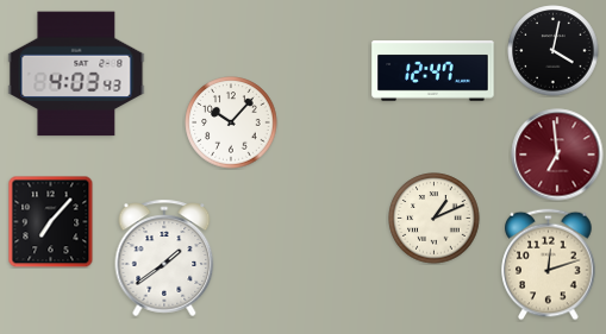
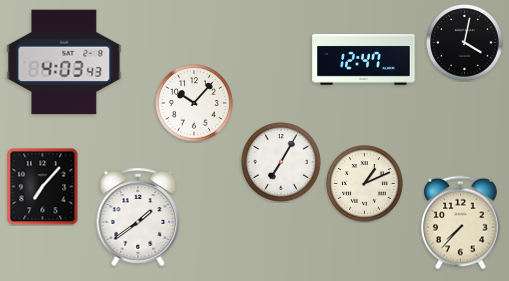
clock at (557, 155): 6:59 -> none
clock at (281, 162): none -> 7:05
clock at (549, 265): 12:12 -> 7:37
